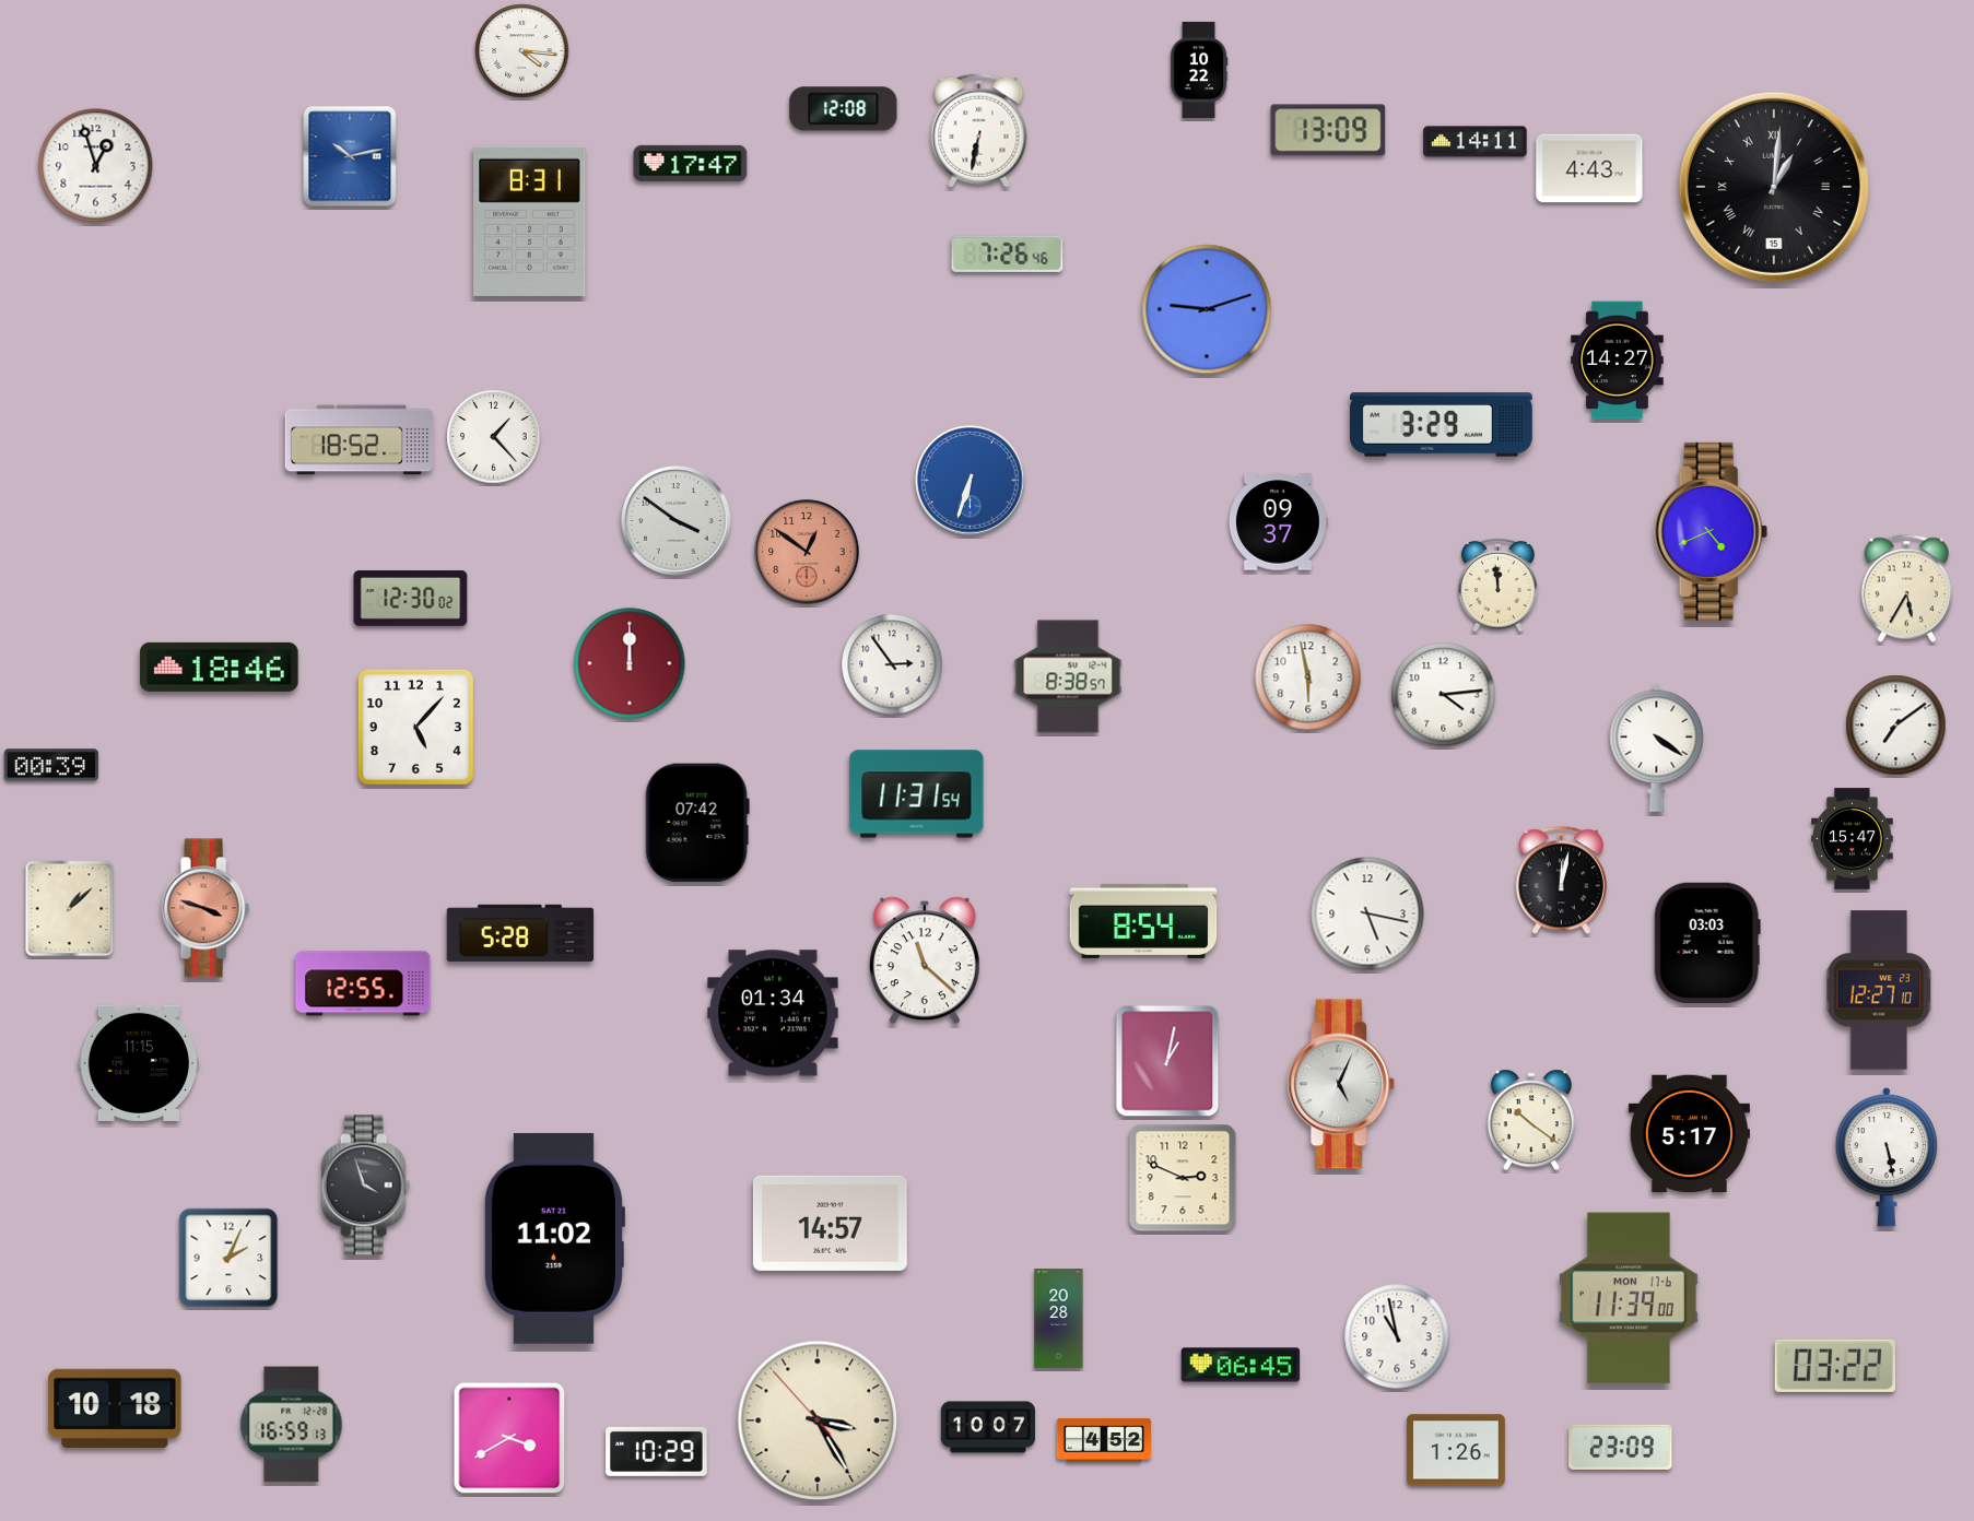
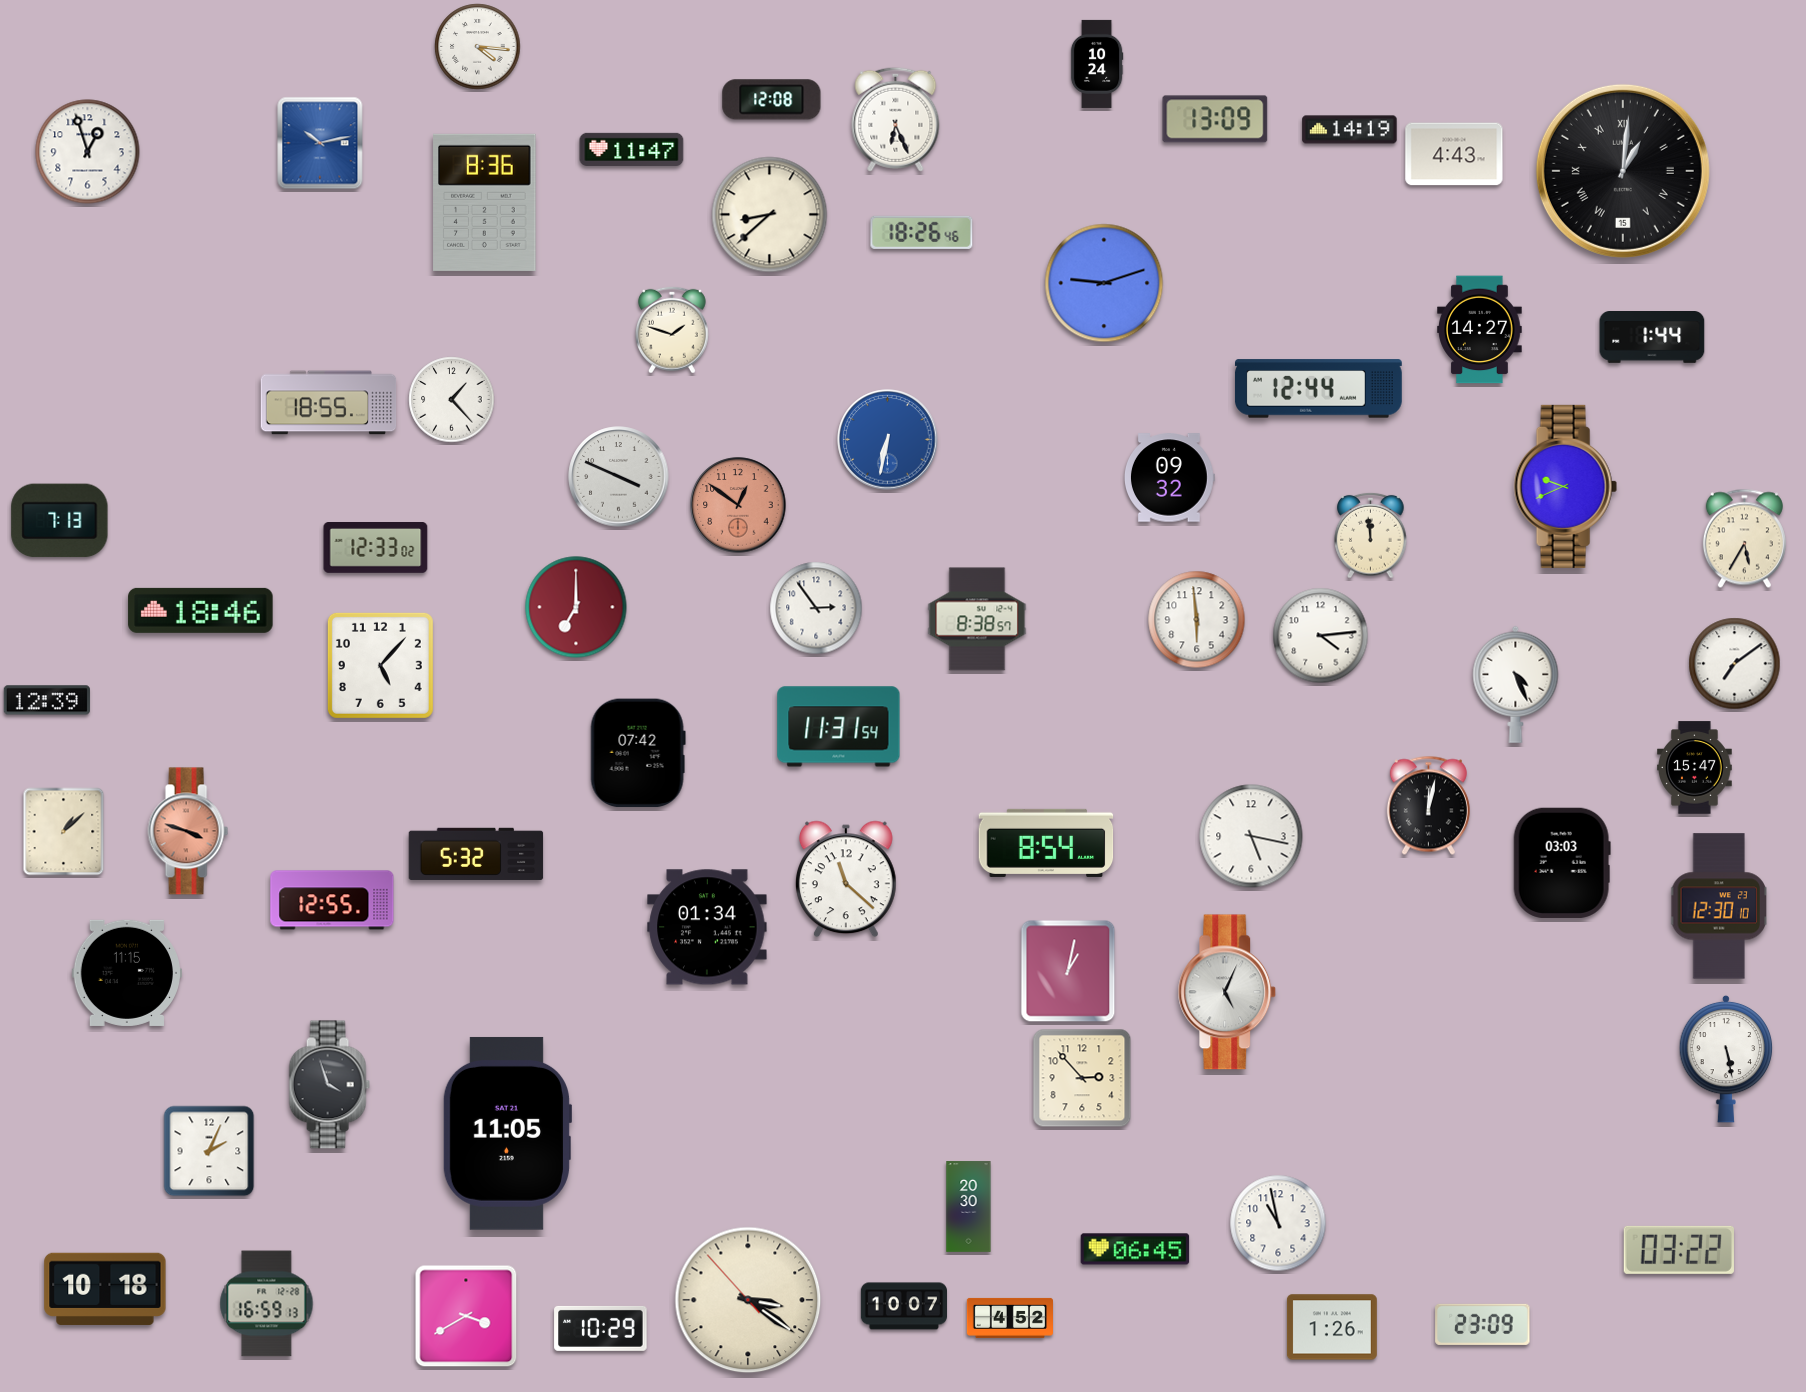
clock at (1199, 70): 10:22 -> 10:24
clock at (979, 130): 6:32 -> 6:26
clock at (1476, 142): 14:11 -> 14:19
clock at (691, 163): 17:47 -> 11:47
clock at (530, 221): 8:31 -> 8:36
clock at (770, 215): none -> 8:38
clock at (1008, 253): 7:26 -> 18:26
clock at (672, 330): none -> 1:48
clock at (1652, 338): none -> 1:44
clock at (1441, 425): 3:29 -> 12:44
clock at (360, 440): 18:52 -> 18:55
clock at (971, 481): 6:33 -> 6:32
clock at (677, 521): 3:51 -> 3:49
clock at (1278, 522): 09:37 -> 09:32
clock at (1711, 531): 4:41 -> 9:41
clock at (60, 521): none -> 7:13
clock at (411, 599): 12:30 -> 12:33
clock at (630, 663): 12:00 -> 7:00
clock at (1308, 677): 5:58 -> 5:59
clock at (1657, 747): 4:21 -> 4:26
clock at (51, 765): 00:39 -> 12:39
clock at (520, 933): 5:28 -> 5:32
clock at (1880, 990): 12:27 -> 12:30
clock at (1531, 1120): 10:21 -> none
clock at (1689, 1134): 5:17 -> none
clock at (1183, 1178): 2:49 -> 2:53
clock at (365, 1186) position: (365, 1186) -> (329, 1085)
clock at (830, 1223): 14:57 -> none
clock at (553, 1238): 11:02 -> 11:05
clock at (1629, 1298): 11:39 -> none
clock at (1059, 1319): 20:28 -> 20:30
clock at (818, 1420): 3:24 -> 3:20
